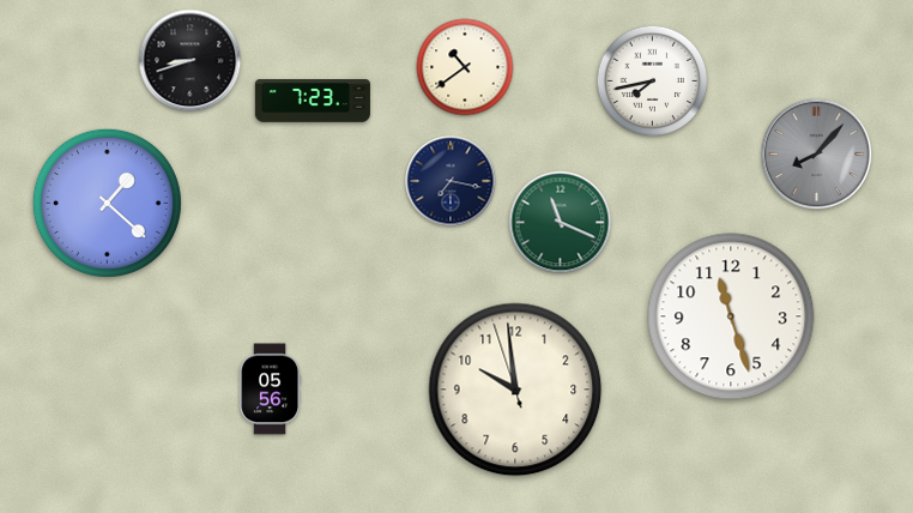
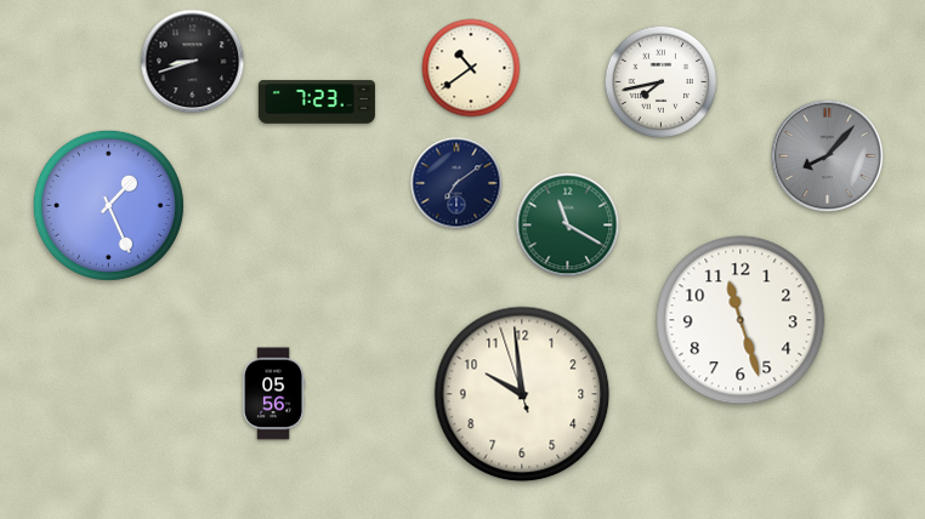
clock at (451, 181): 7:17 -> 7:09
clock at (107, 203): 1:22 -> 1:26
clock at (561, 223): 11:19 -> 11:20
